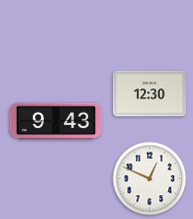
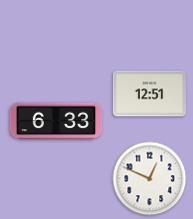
clock at (149, 94): 12:30 -> 12:51
clock at (56, 121): 9:43 -> 6:33
